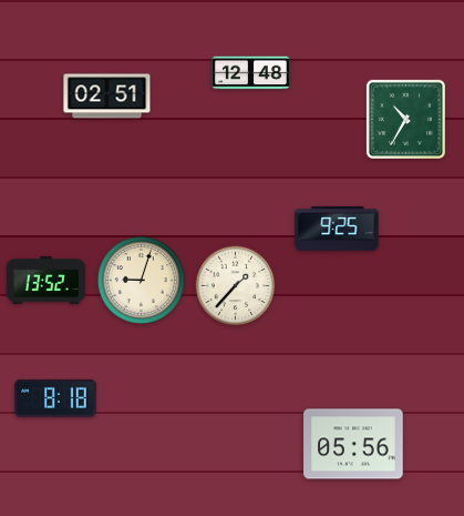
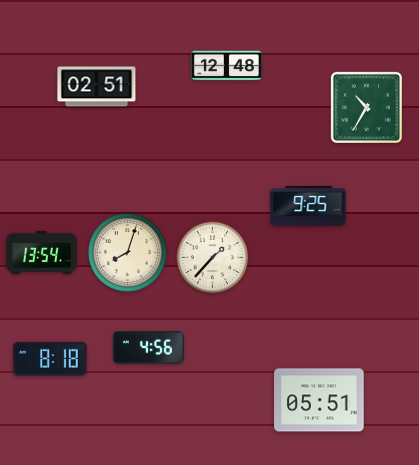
clock at (337, 229) position: (337, 229) -> (308, 206)
clock at (45, 280): 13:52 -> 13:54
clock at (141, 280): 9:03 -> 8:03
clock at (148, 348): none -> 4:56
clock at (353, 444): 05:56 -> 05:51
